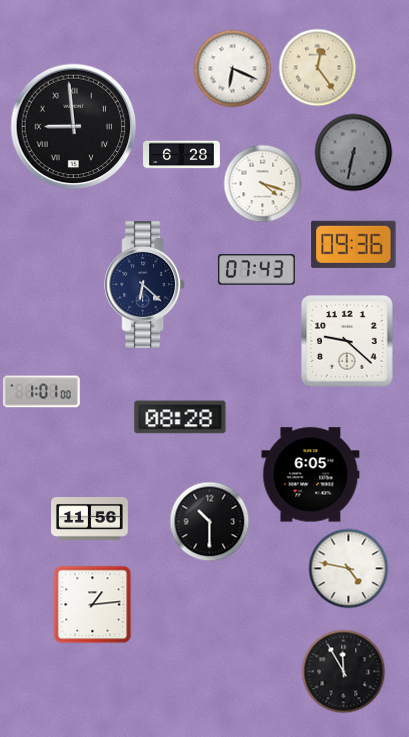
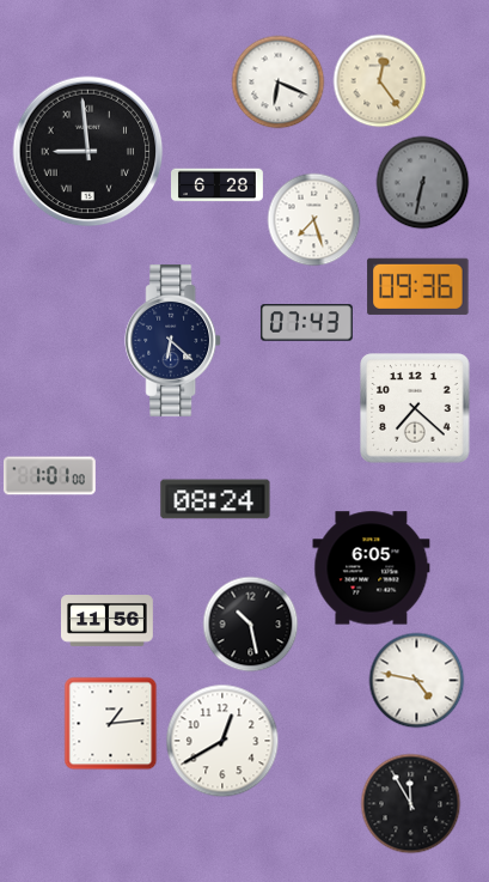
clock at (262, 183): 4:18 -> 7:27
clock at (354, 244) position: (354, 244) -> (418, 286)
clock at (347, 341): 9:22 -> 7:22
clock at (41, 392) position: (41, 392) -> (49, 476)
clock at (180, 417): 08:28 -> 08:24
clock at (209, 521): 10:30 -> 10:28
clock at (222, 741): none -> 12:40
